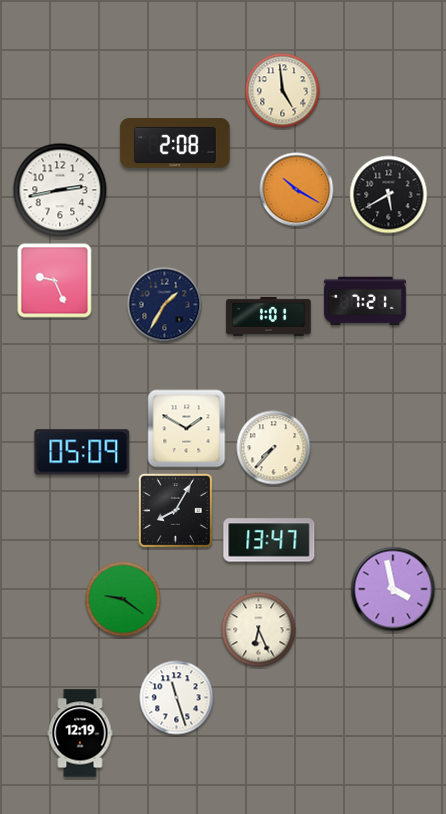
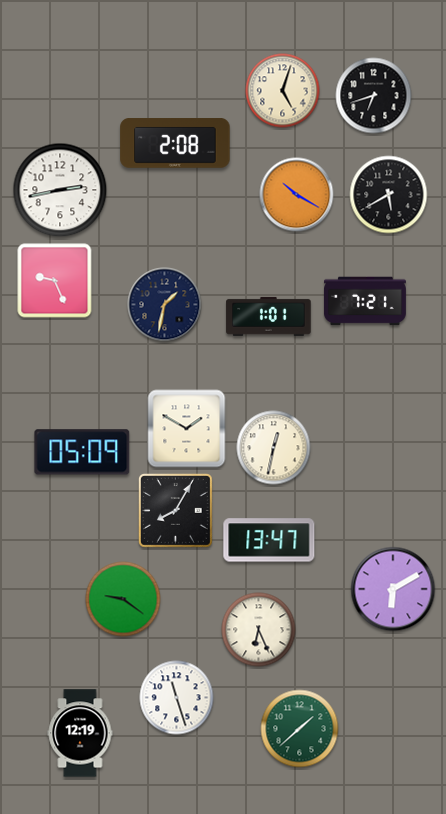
clock at (283, 91): 4:59 -> 5:03
clock at (374, 96): none -> 6:42
clock at (297, 190) position: (297, 190) -> (297, 195)
clock at (165, 305): 1:35 -> 1:32
clock at (274, 448): 7:37 -> 12:32
clock at (393, 589): 3:58 -> 6:10
clock at (300, 729): none -> 1:38
